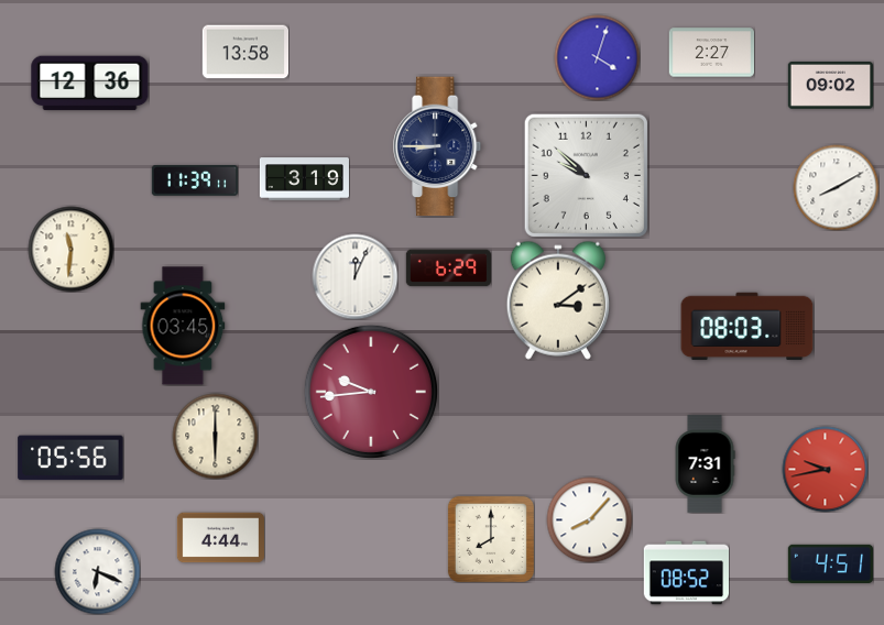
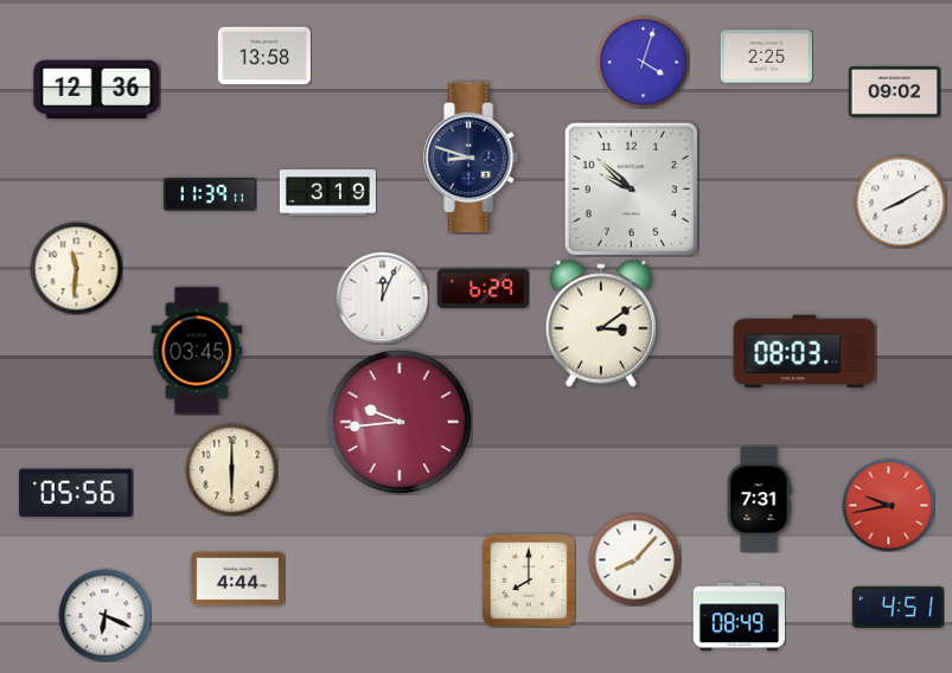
clock at (711, 53): 2:27 -> 2:25
clock at (438, 146): 8:45 -> 8:48
clock at (830, 563) position: (830, 563) -> (897, 607)
clock at (686, 573): 08:52 -> 08:49
